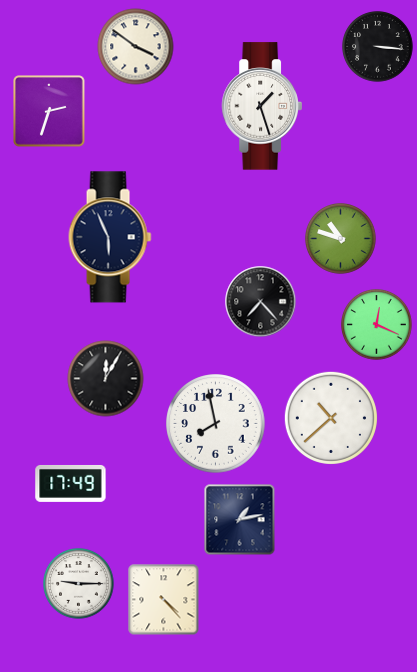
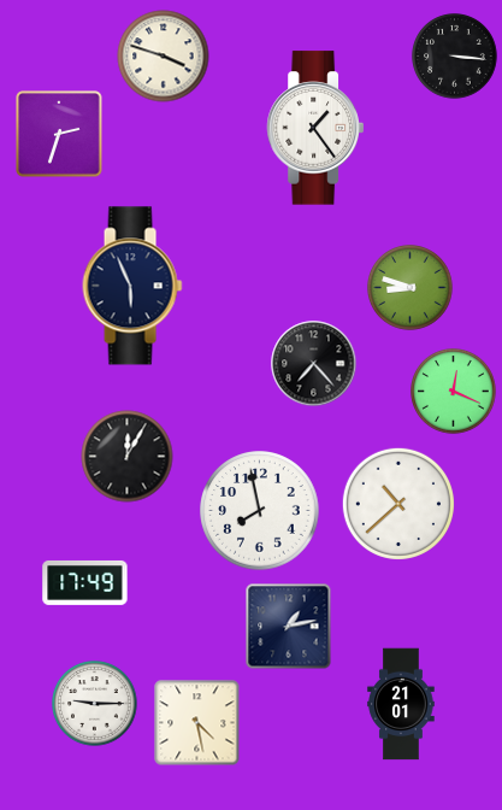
clock at (136, 47): 3:51 -> 3:48
clock at (261, 106): 1:27 -> 1:24
clock at (341, 239): 10:48 -> 8:48
clock at (401, 704): none -> 21:01
clock at (164, 600): 4:23 -> 4:28
